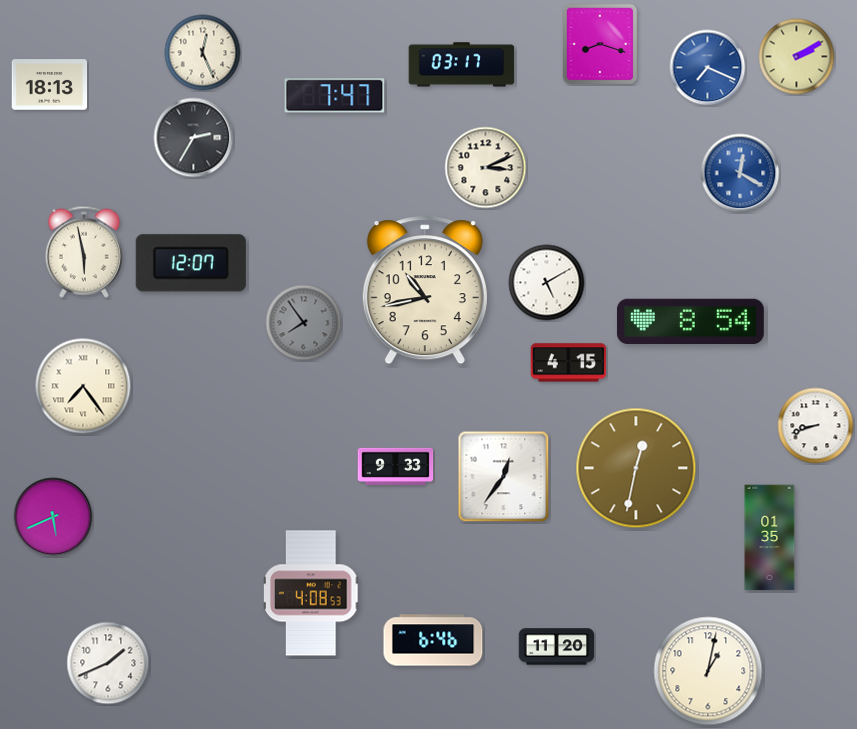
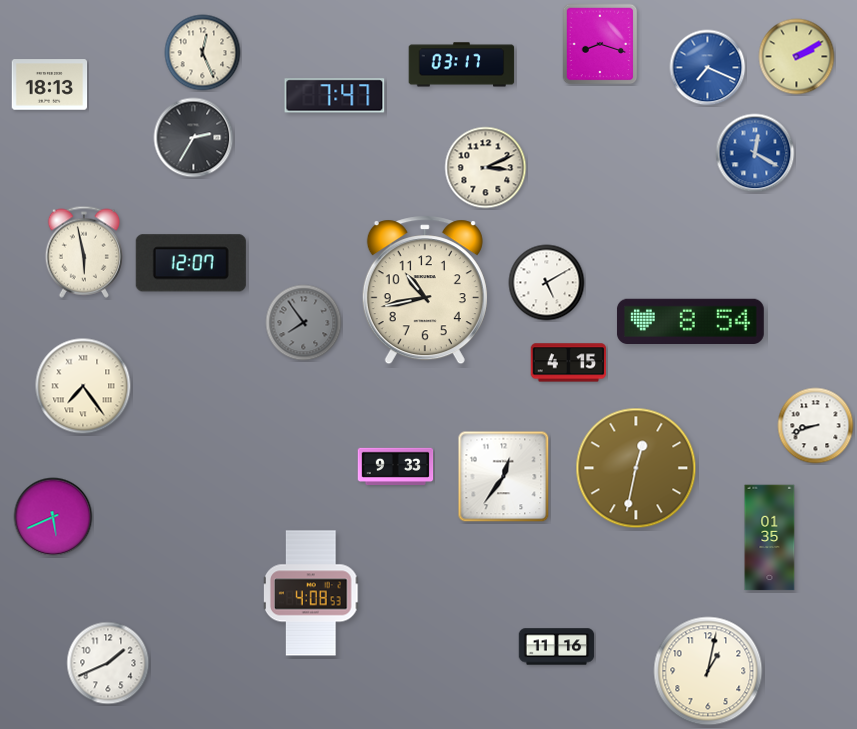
clock at (740, 173) position: (740, 173) -> (755, 153)
clock at (433, 640): 6:46 -> none
clock at (557, 647): 11:20 -> 11:16
